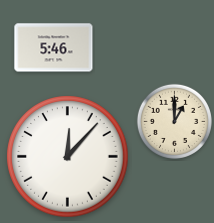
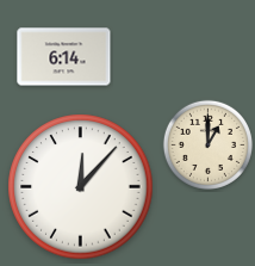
clock at (54, 48): 5:46 -> 6:14
